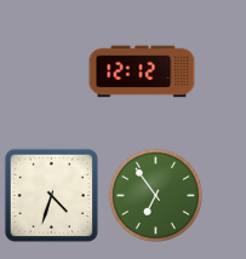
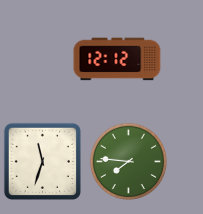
clock at (51, 195): 4:33 -> 11:33
clock at (155, 195): 6:54 -> 7:46
